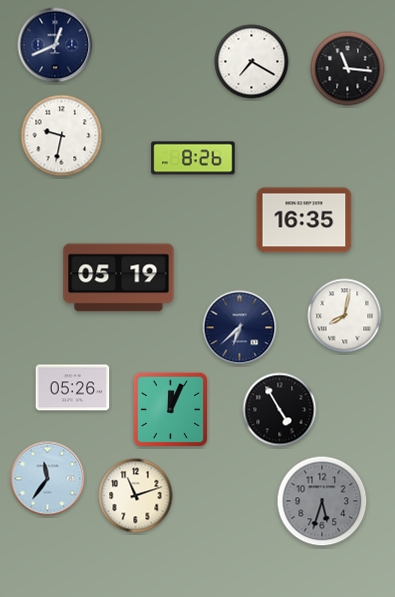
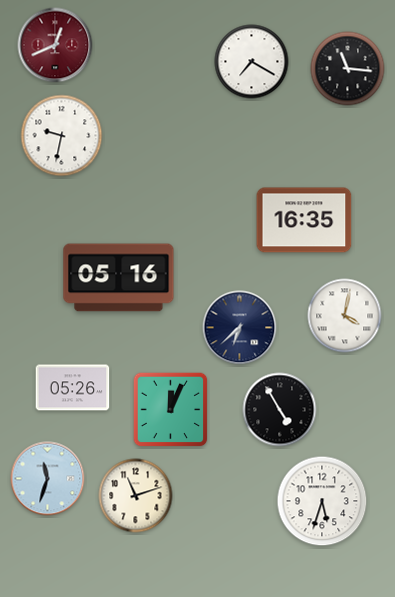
clock at (55, 45) dial: navy -> burgundy
clock at (193, 158): 8:26 -> none
clock at (119, 278): 05:19 -> 05:16
clock at (345, 316): 8:02 -> 4:02
clock at (48, 479): 11:36 -> 11:33
clock at (322, 501) dial: grey -> white
